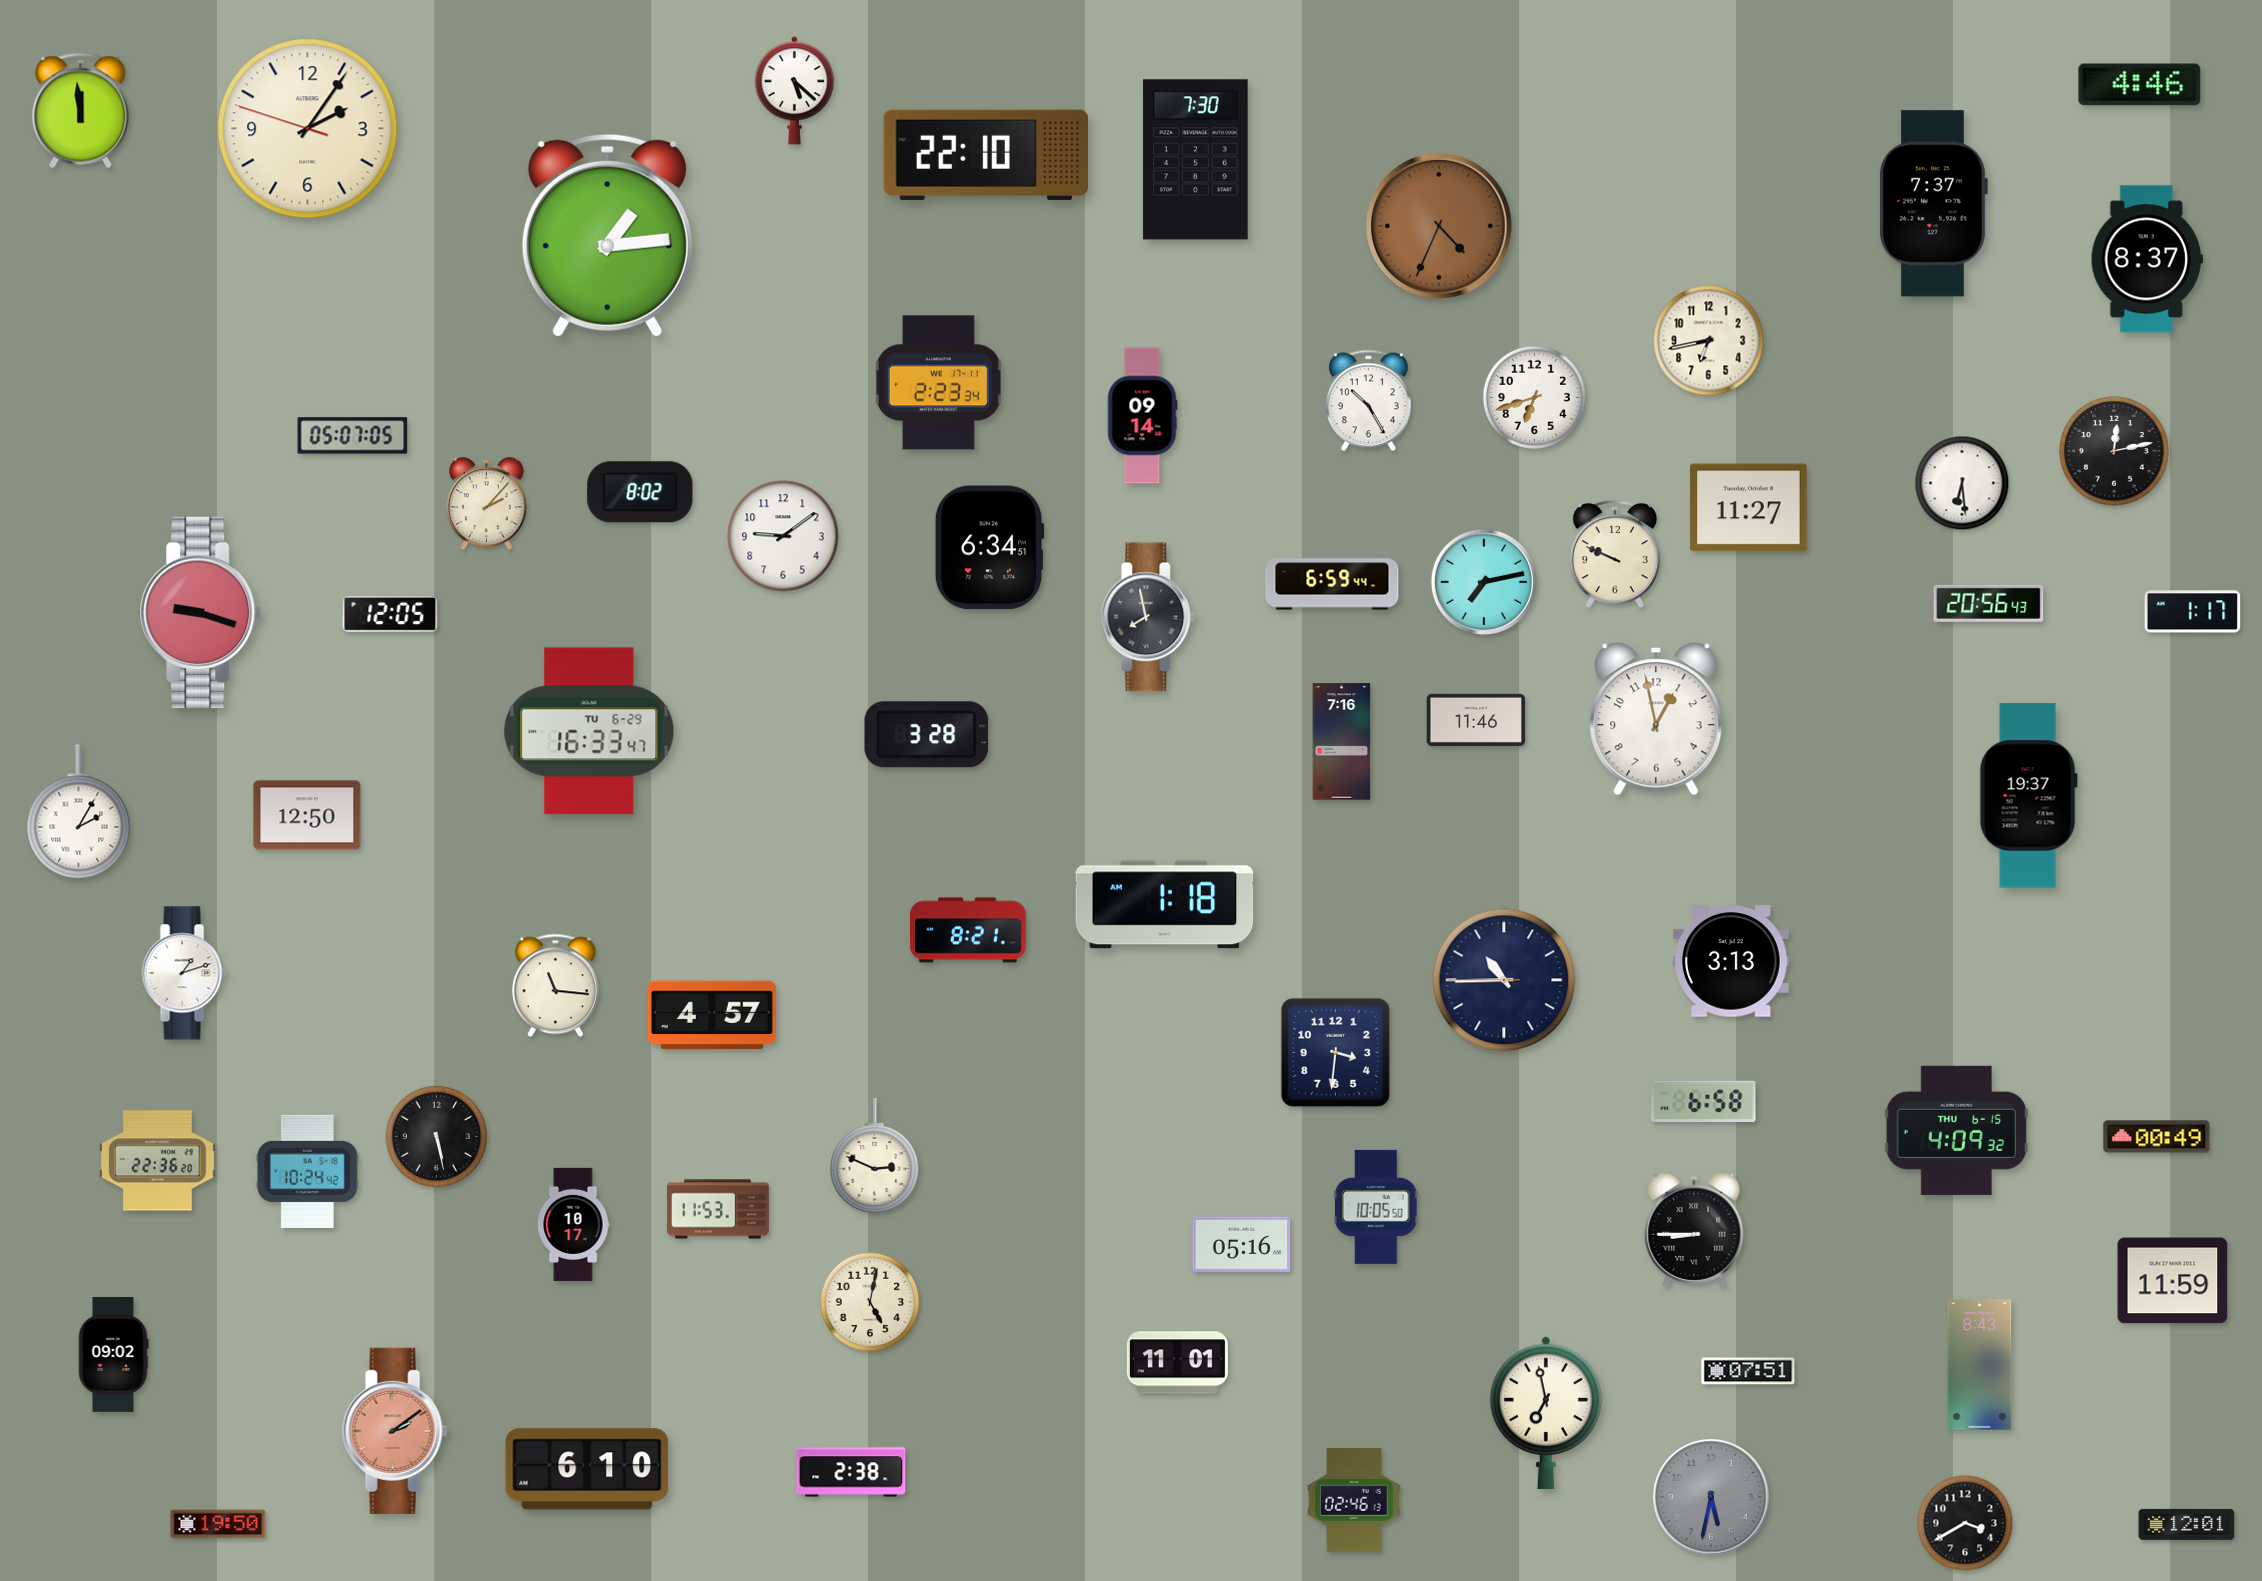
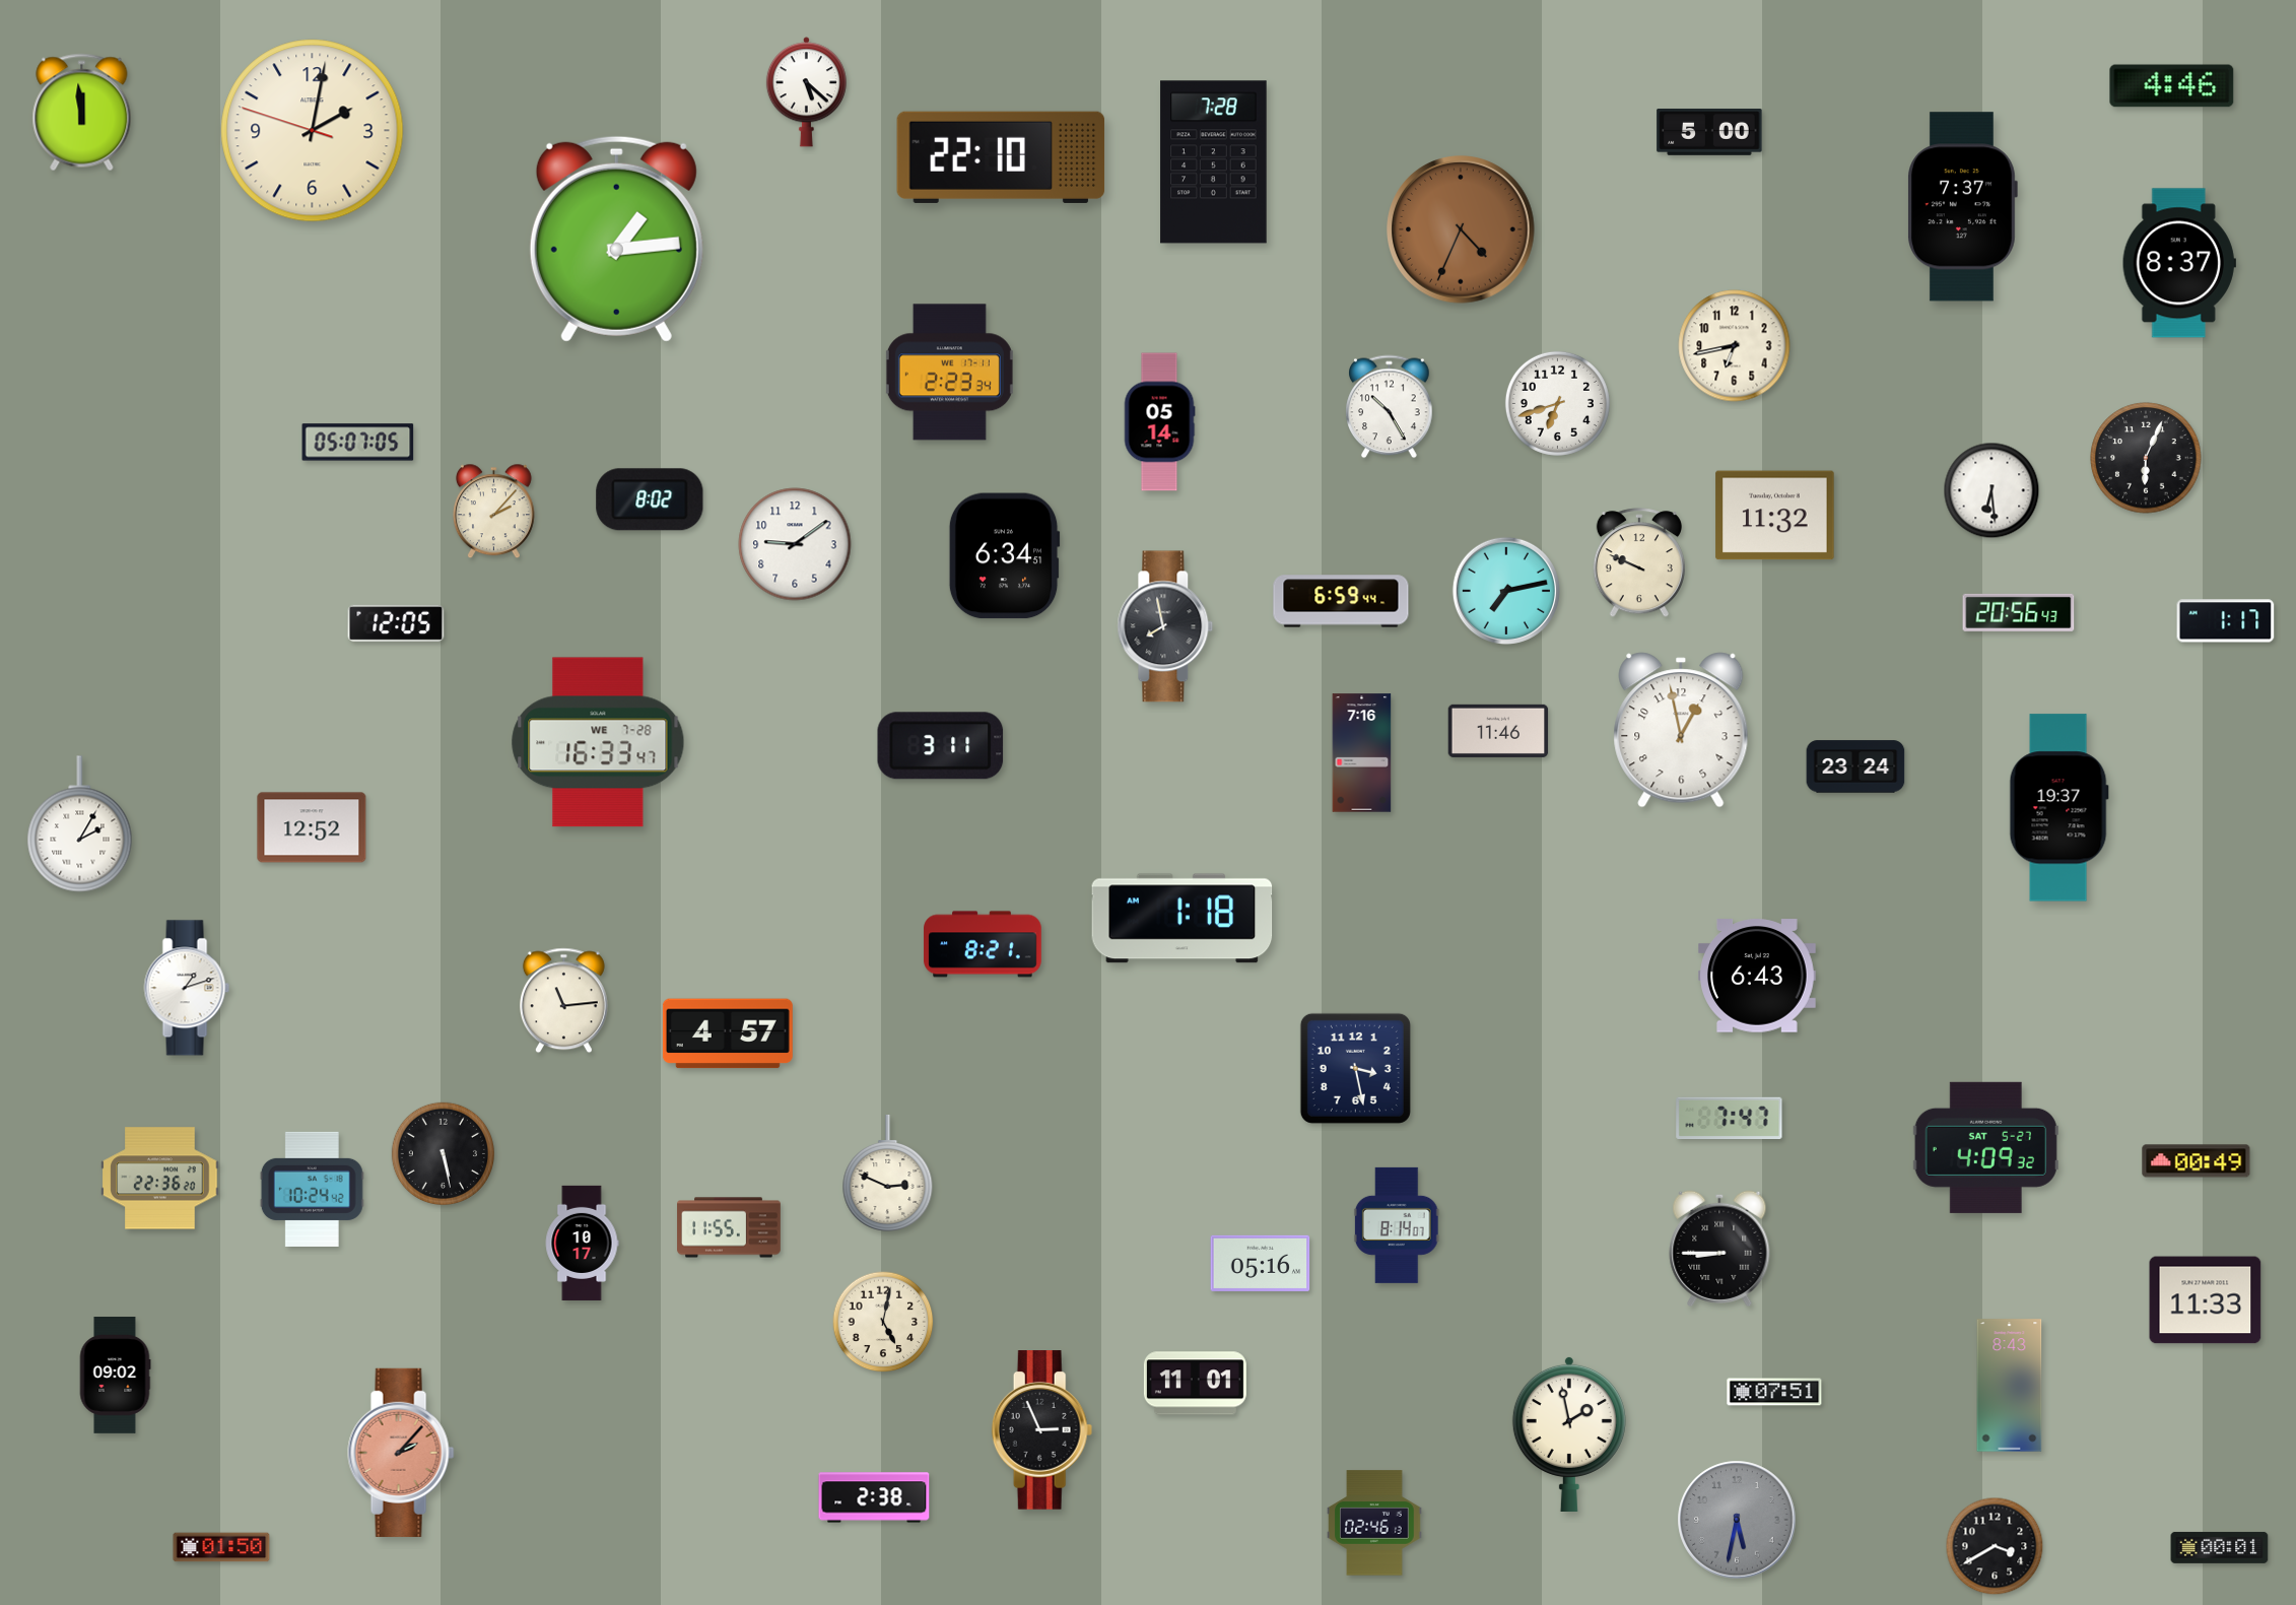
clock at (308, 129): 2:05 -> 2:01
clock at (1709, 133): none -> 5:00
clock at (1196, 160): 7:30 -> 7:28
clock at (938, 383) position: (938, 383) -> (949, 373)
clock at (1142, 416): 09:14 -> 05:14
clock at (2114, 451): 12:13 -> 6:04
clock at (1749, 508): 11:27 -> 11:32
clock at (1332, 584) position: (1332, 584) -> (1341, 601)
clock at (201, 613): 9:18 -> none
clock at (589, 731) date: TU 6-29 -> WE 7-28
clock at (927, 735): 3:28 -> 3:11
clock at (1855, 766): none -> 23:24
clock at (307, 815): 12:50 -> 12:52
clock at (1731, 961): 3:13 -> 6:43
clock at (1504, 980): 10:44 -> none
clock at (555, 986): 11:16 -> 11:14
clock at (712, 1015) position: (712, 1015) -> (728, 1033)
clock at (1335, 1052): 3:31 -> 3:28
clock at (1704, 1102): 6:58 -> 7:47
clock at (1956, 1130) date: THU 6-15 -> SAT 5-27
clock at (2157, 1137) position: (2157, 1137) -> (2197, 1161)
clock at (1376, 1207): 10:05 -> 8:14
clock at (718, 1209): 11:53 -> 11:55
clock at (2173, 1281): 11:59 -> 11:33
clock at (1042, 1430): none -> 2:56
clock at (1546, 1412): 6:58 -> 1:58
clock at (395, 1431): 2:09 -> 2:07
clock at (587, 1469): 6:10 -> none
clock at (851, 1472) position: (851, 1472) -> (874, 1497)
clock at (218, 1524): 19:50 -> 01:50
clock at (2187, 1524): 12:01 -> 00:01
